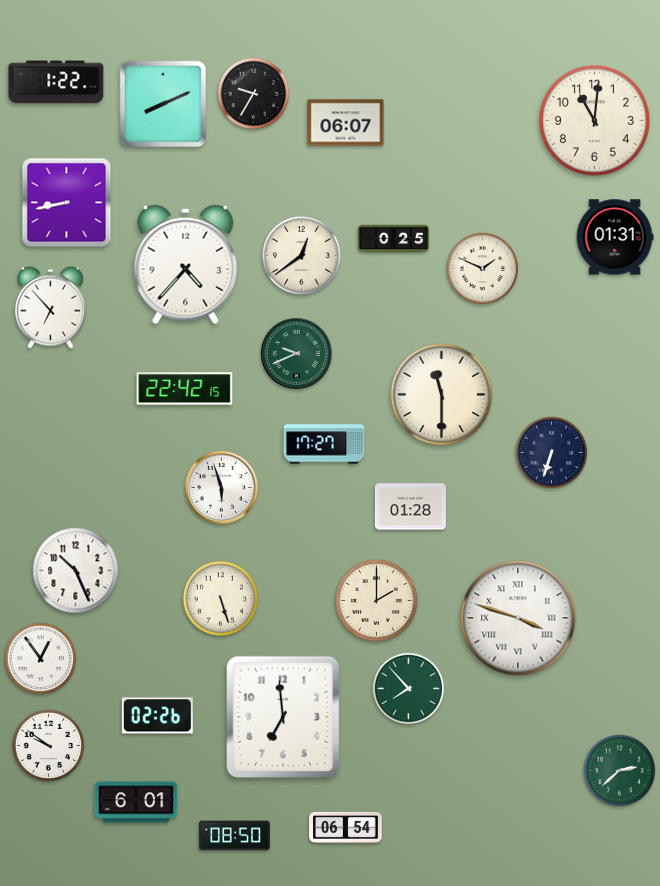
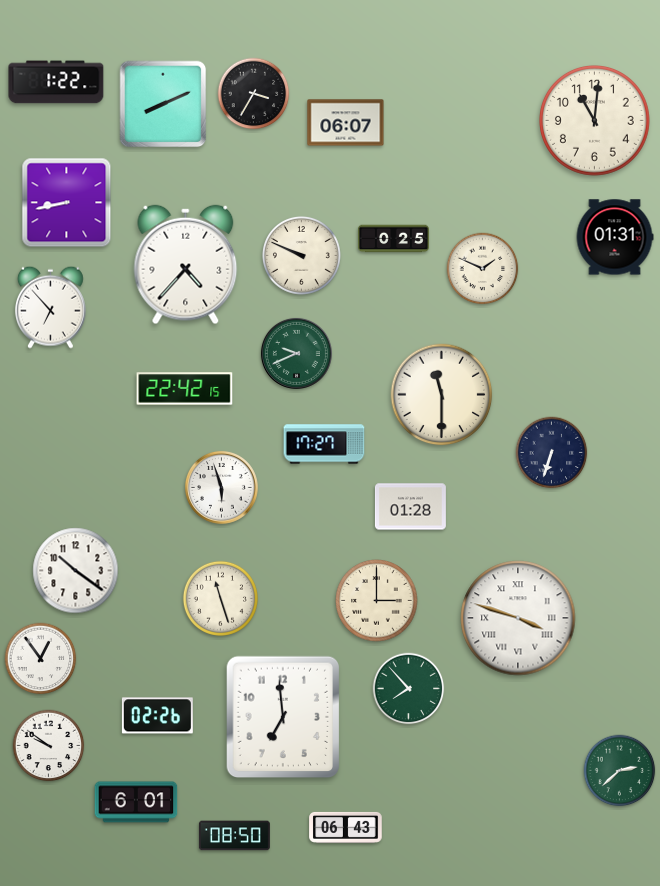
clock at (254, 94): 9:35 -> 3:35
clock at (301, 255): 12:39 -> 9:49
clock at (76, 571): 10:26 -> 10:21
clock at (220, 598): 5:27 -> 11:27
clock at (377, 601): 2:00 -> 3:00
clock at (346, 827): 06:54 -> 06:43
